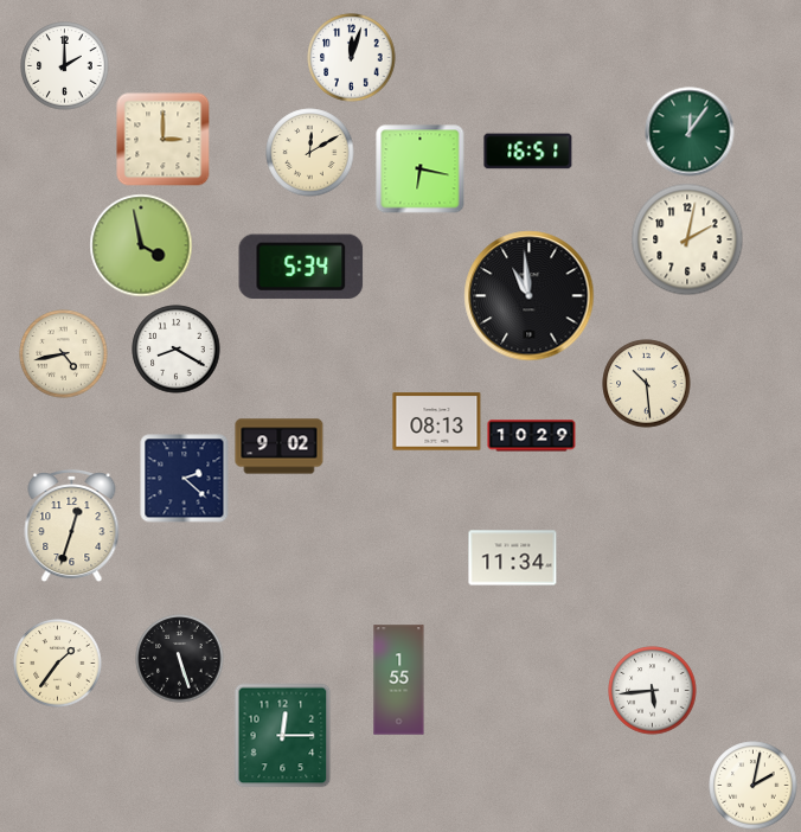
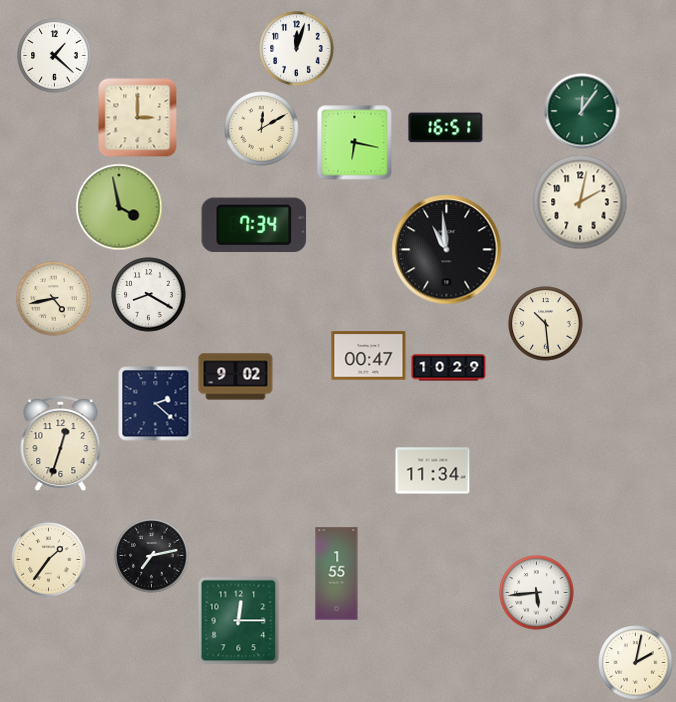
clock at (65, 66): 2:00 -> 1:22
clock at (301, 267): 5:34 -> 7:34
clock at (437, 422): 08:13 -> 00:47
clock at (180, 659): 5:27 -> 7:13
clock at (653, 691) position: (653, 691) -> (537, 593)
